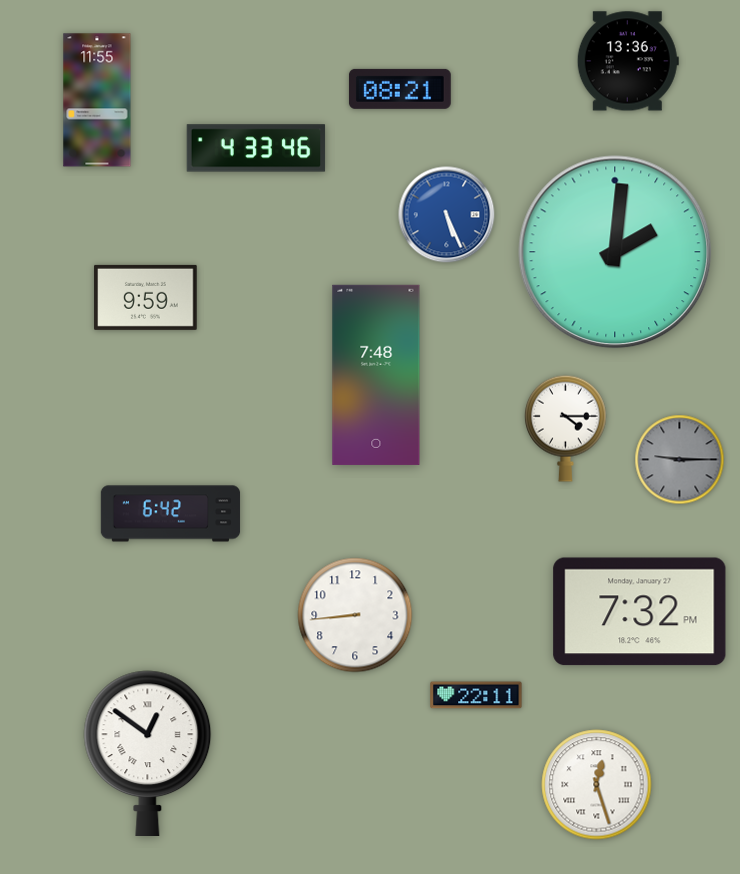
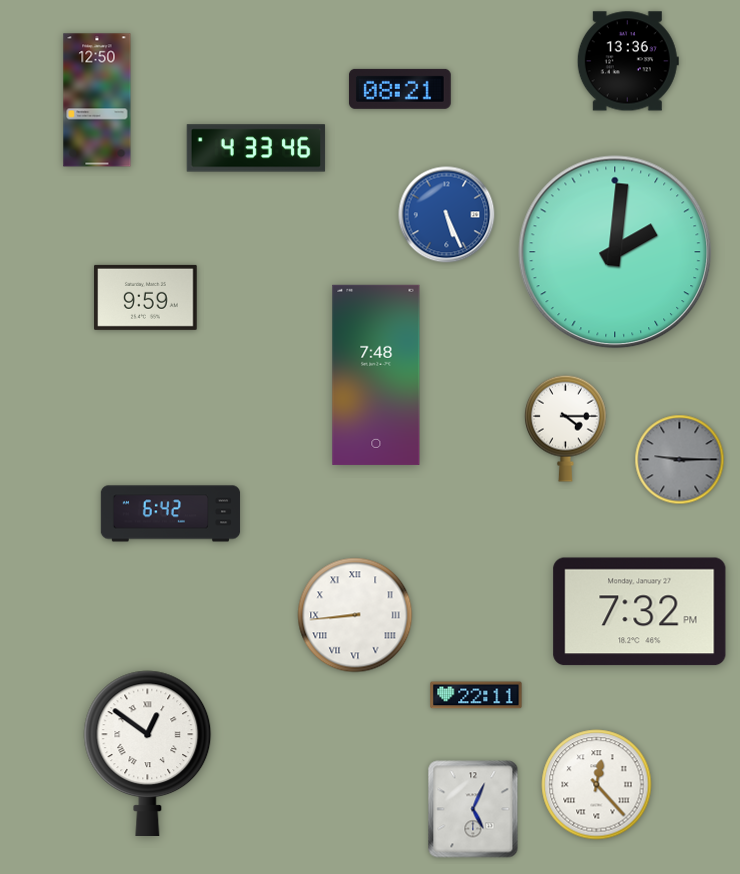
clock at (97, 100): 11:55 -> 12:50
clock at (355, 615) numerals: Arabic -> Roman
clock at (597, 785): 12:27 -> 12:23
clock at (473, 809): none -> 5:04
